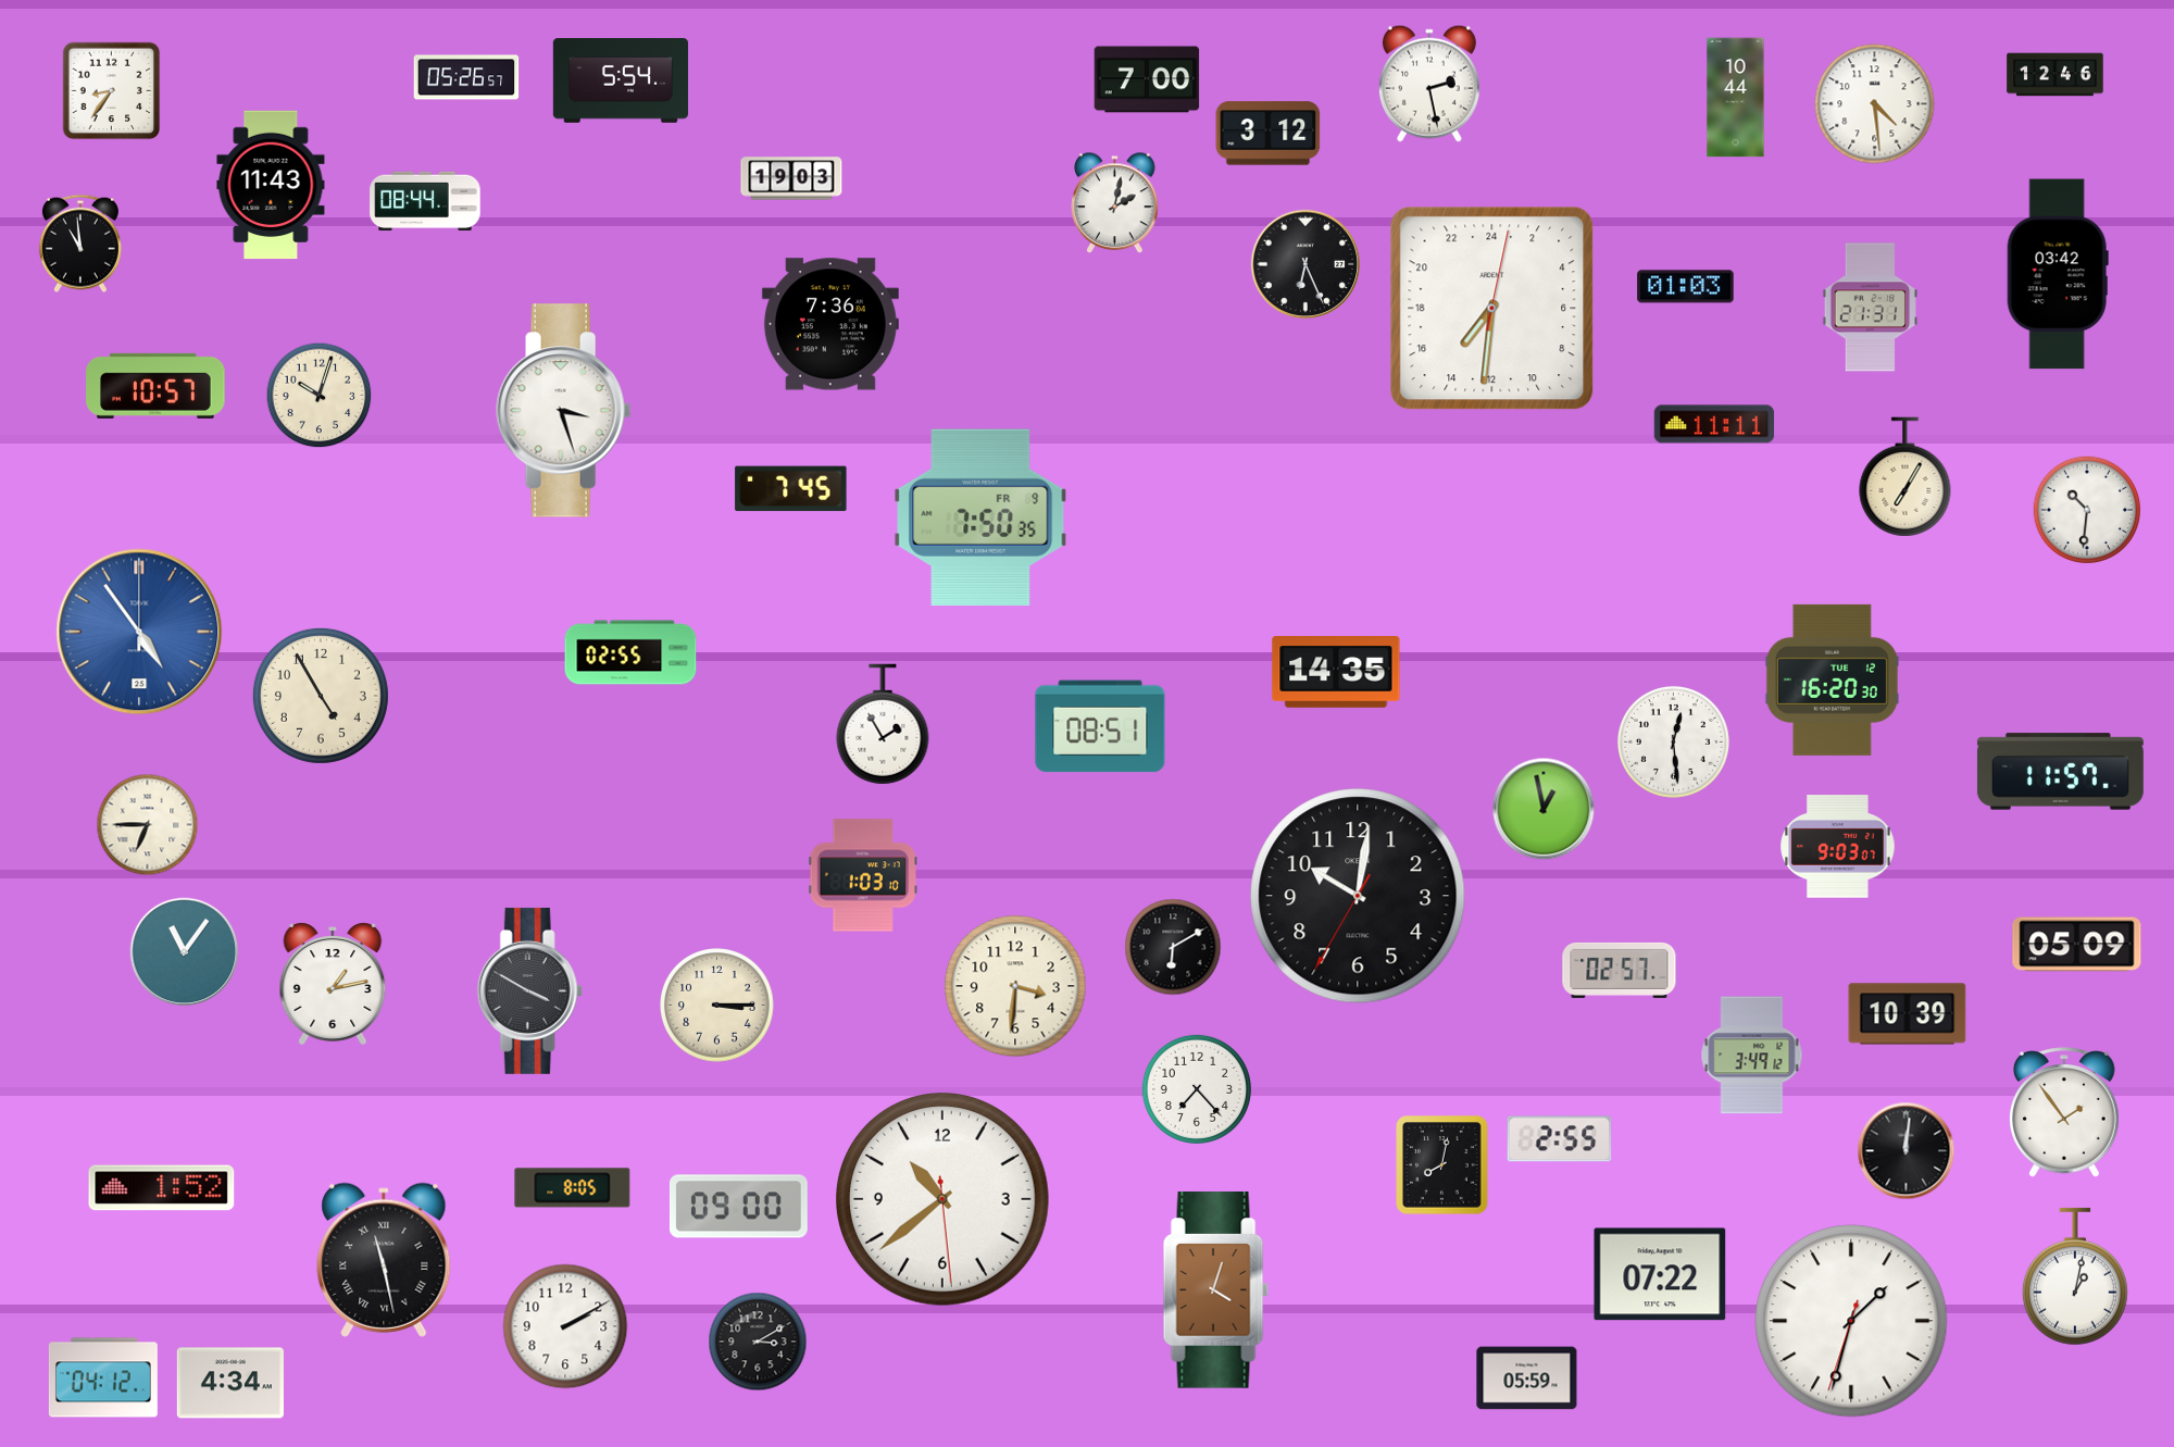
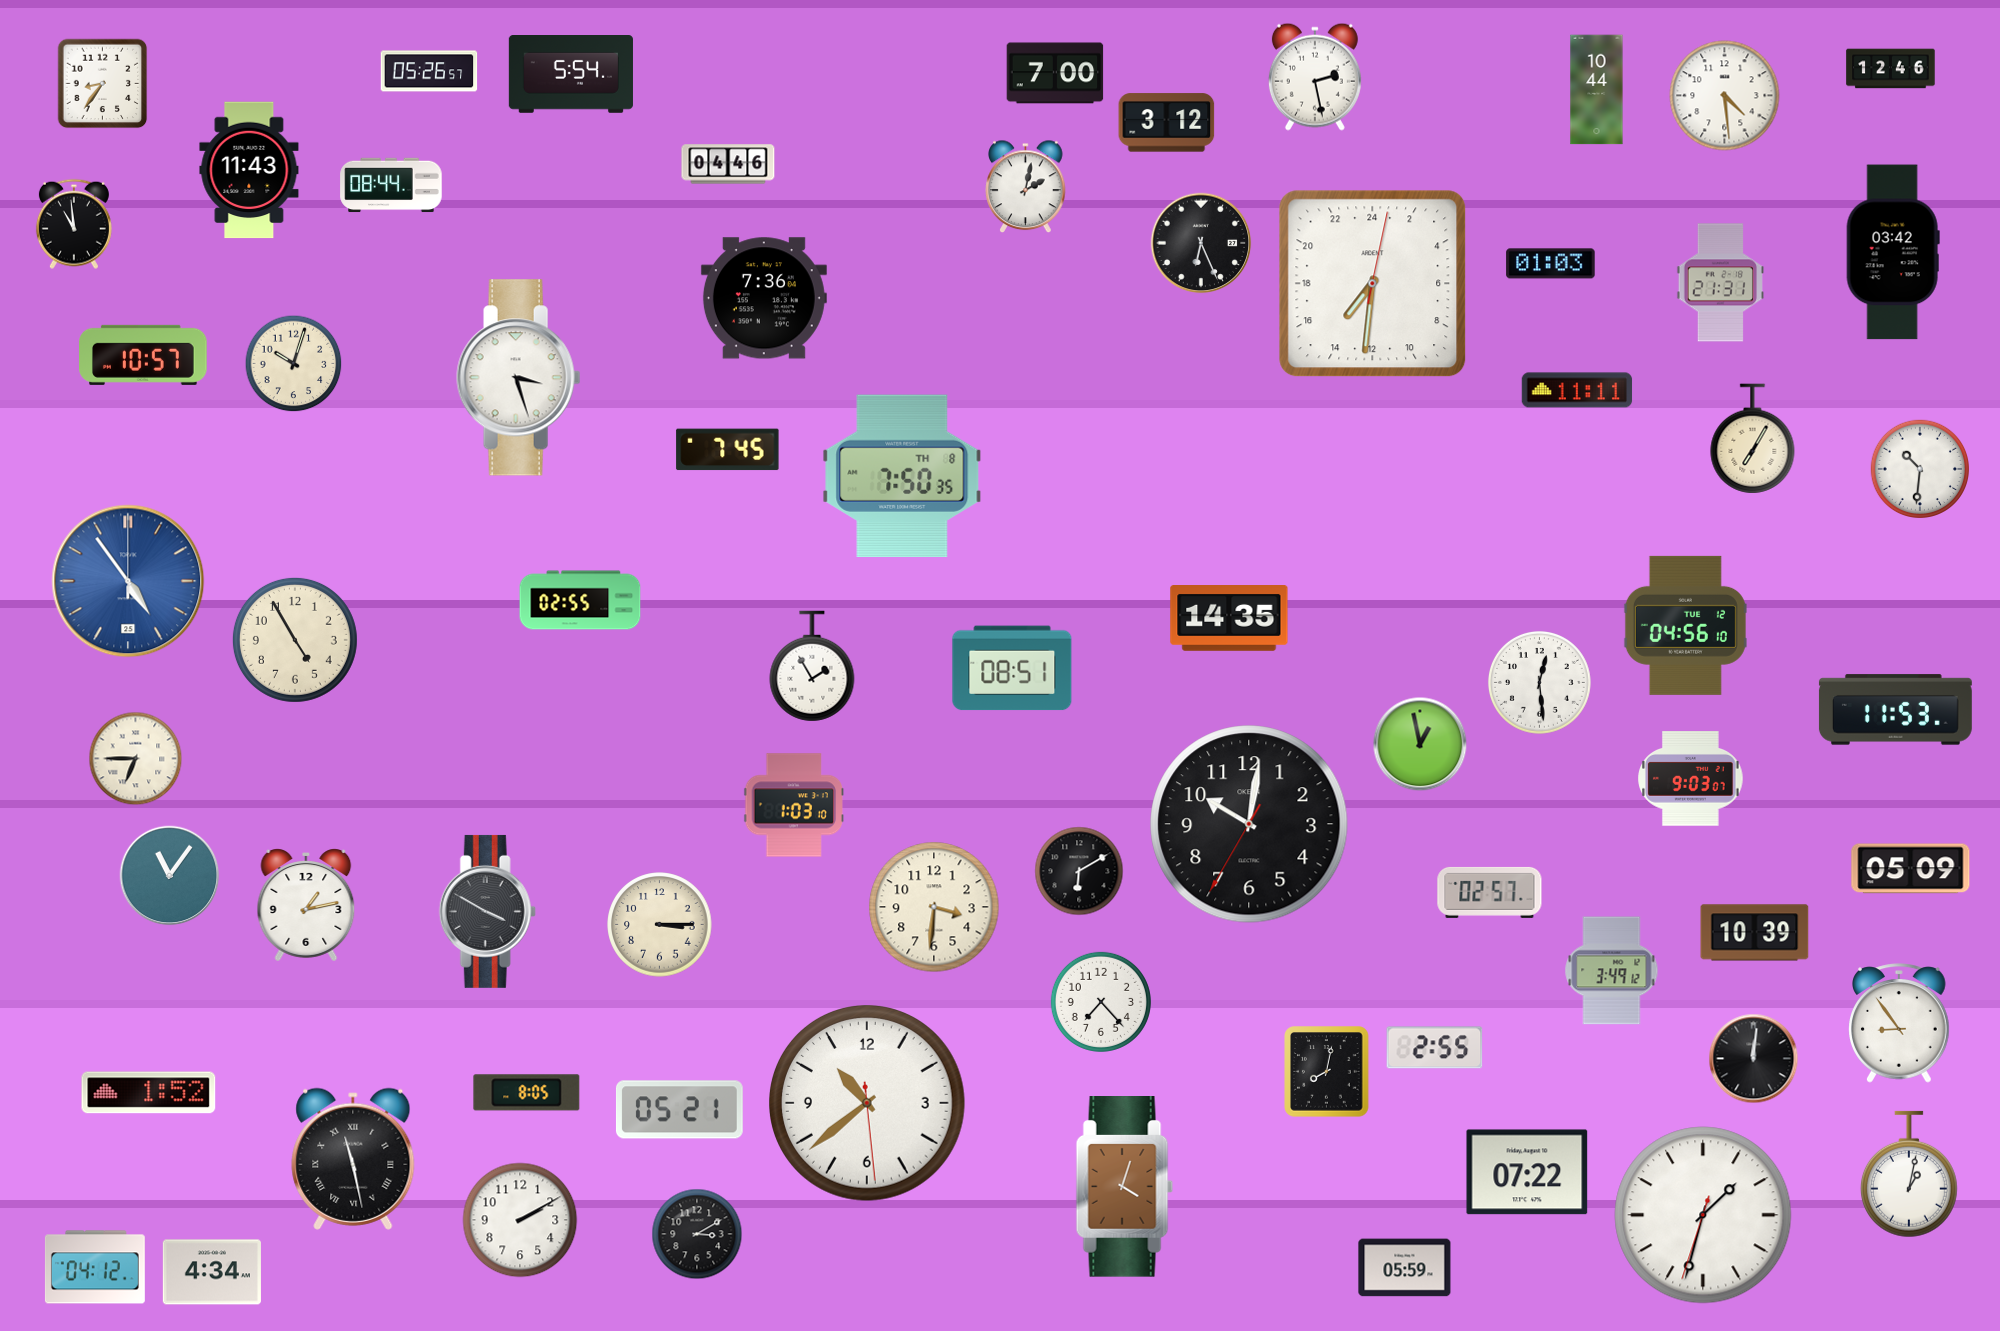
clock at (791, 178): 19:03 -> 04:46
clock at (980, 516) date: FR 9 -> TH 8
clock at (1832, 679): 16:20 -> 04:56
clock at (2060, 772): 11:57 -> 11:53
clock at (2065, 1112): 1:54 -> 8:54
clock at (738, 1207): 09:00 -> 05:21
clock at (1216, 1290) position: (1216, 1290) -> (1125, 1187)
